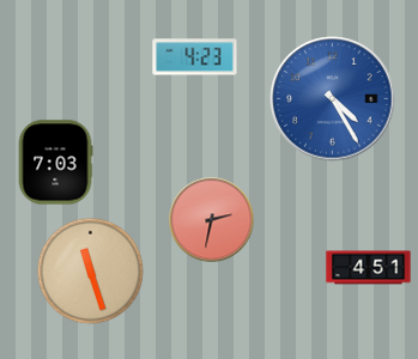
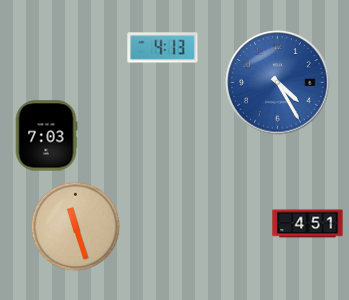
clock at (195, 57): 4:23 -> 4:13
clock at (212, 220): 2:32 -> none
